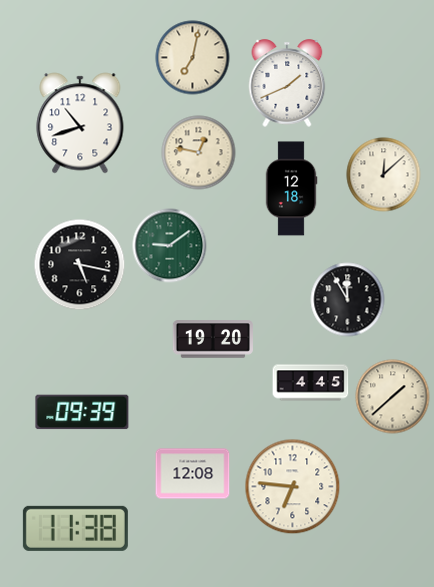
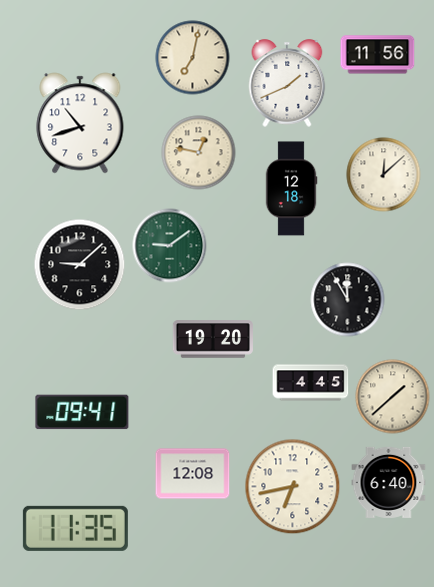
clock at (378, 55): none -> 11:56
clock at (80, 265): 5:17 -> 9:08
clock at (82, 412): 09:39 -> 09:41
clock at (389, 482): none -> 6:40
clock at (293, 487): 6:46 -> 6:43
clock at (75, 528): 11:38 -> 11:35
